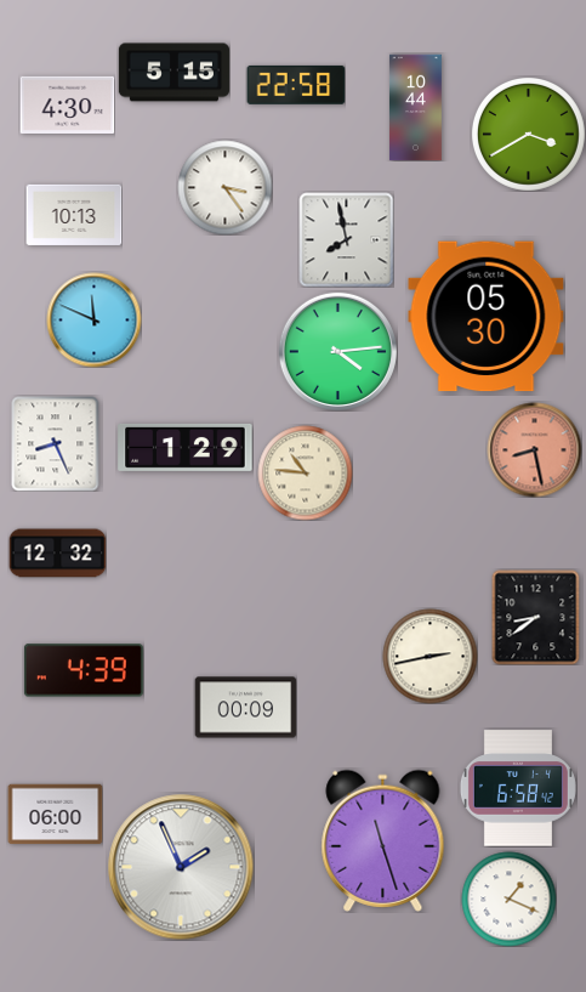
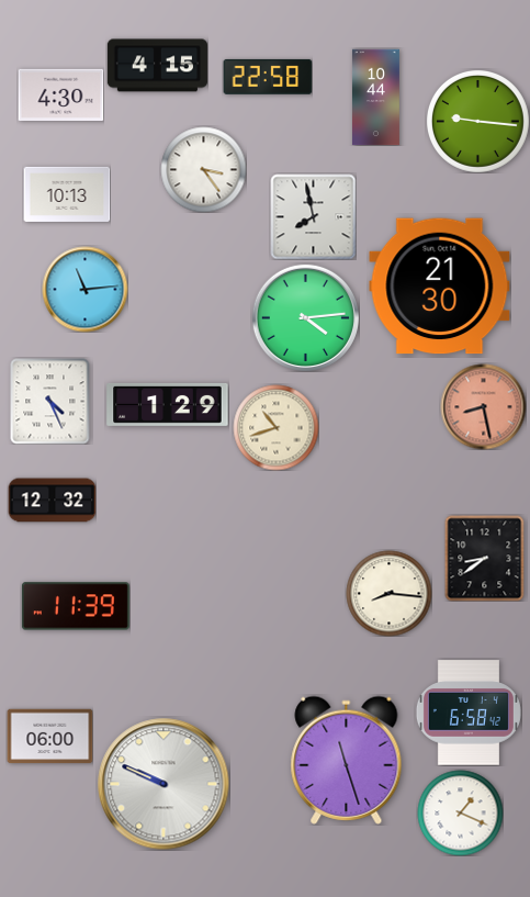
clock at (173, 73): 5:15 -> 4:15
clock at (528, 134): 3:40 -> 9:16
clock at (487, 317): 05:30 -> 21:30
clock at (93, 319): 11:49 -> 11:14
clock at (56, 443): 8:26 -> 4:26
clock at (305, 472): 10:46 -> 10:42
clock at (429, 656): 2:43 -> 8:16
clock at (84, 670): 4:39 -> 11:39
clock at (245, 708): 00:09 -> none
clock at (181, 867): 1:56 -> 9:49
